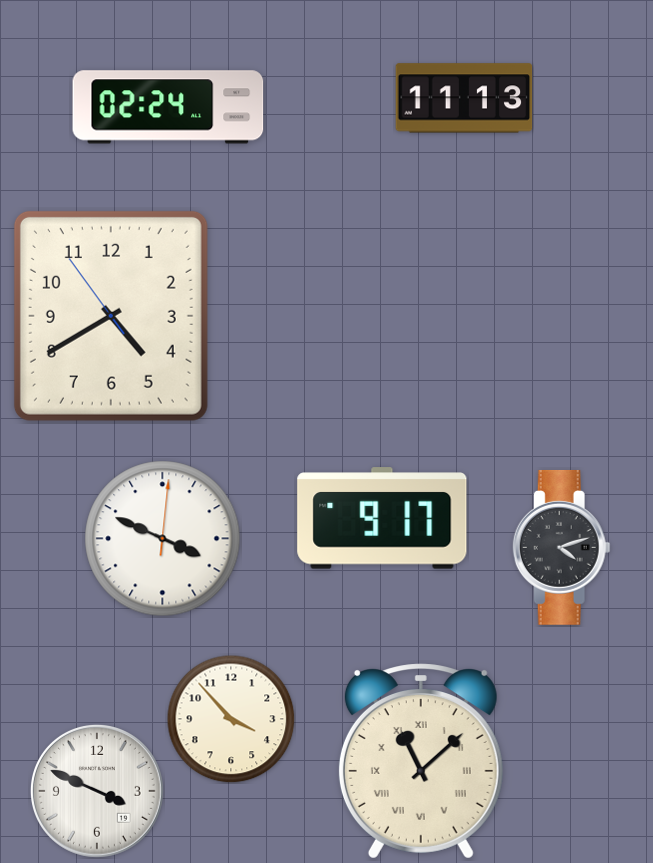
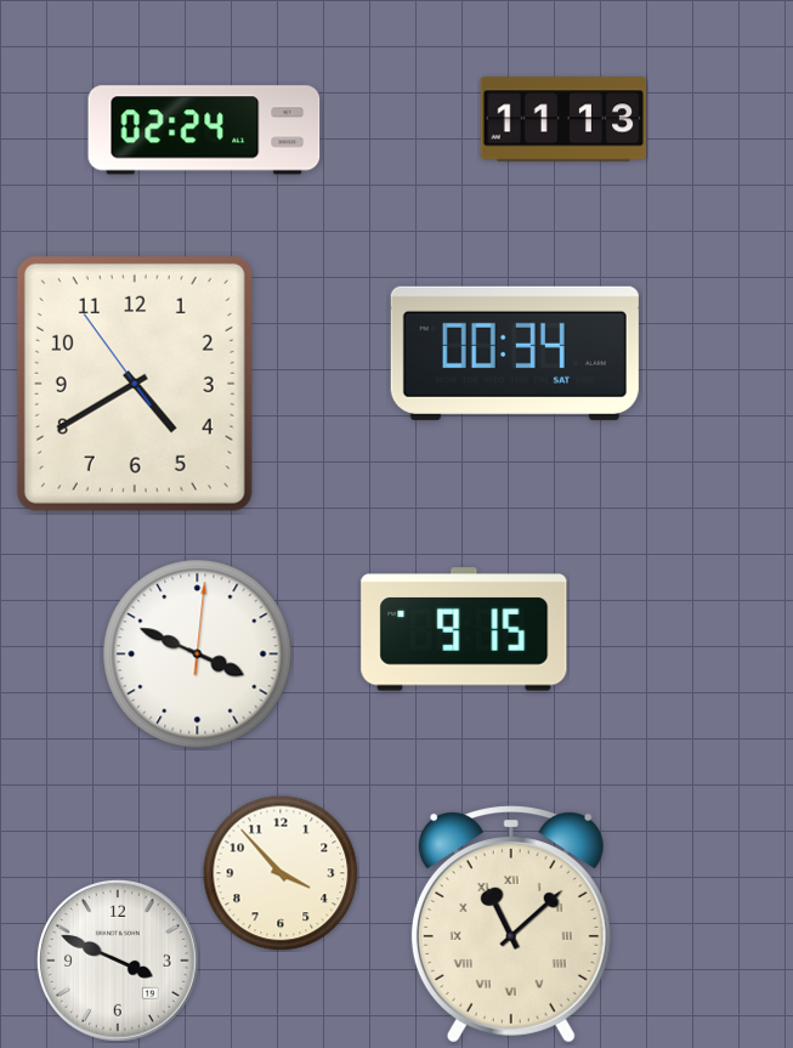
clock at (515, 353): none -> 00:34
clock at (382, 518): 9:17 -> 9:15
clock at (561, 547): 4:12 -> none
